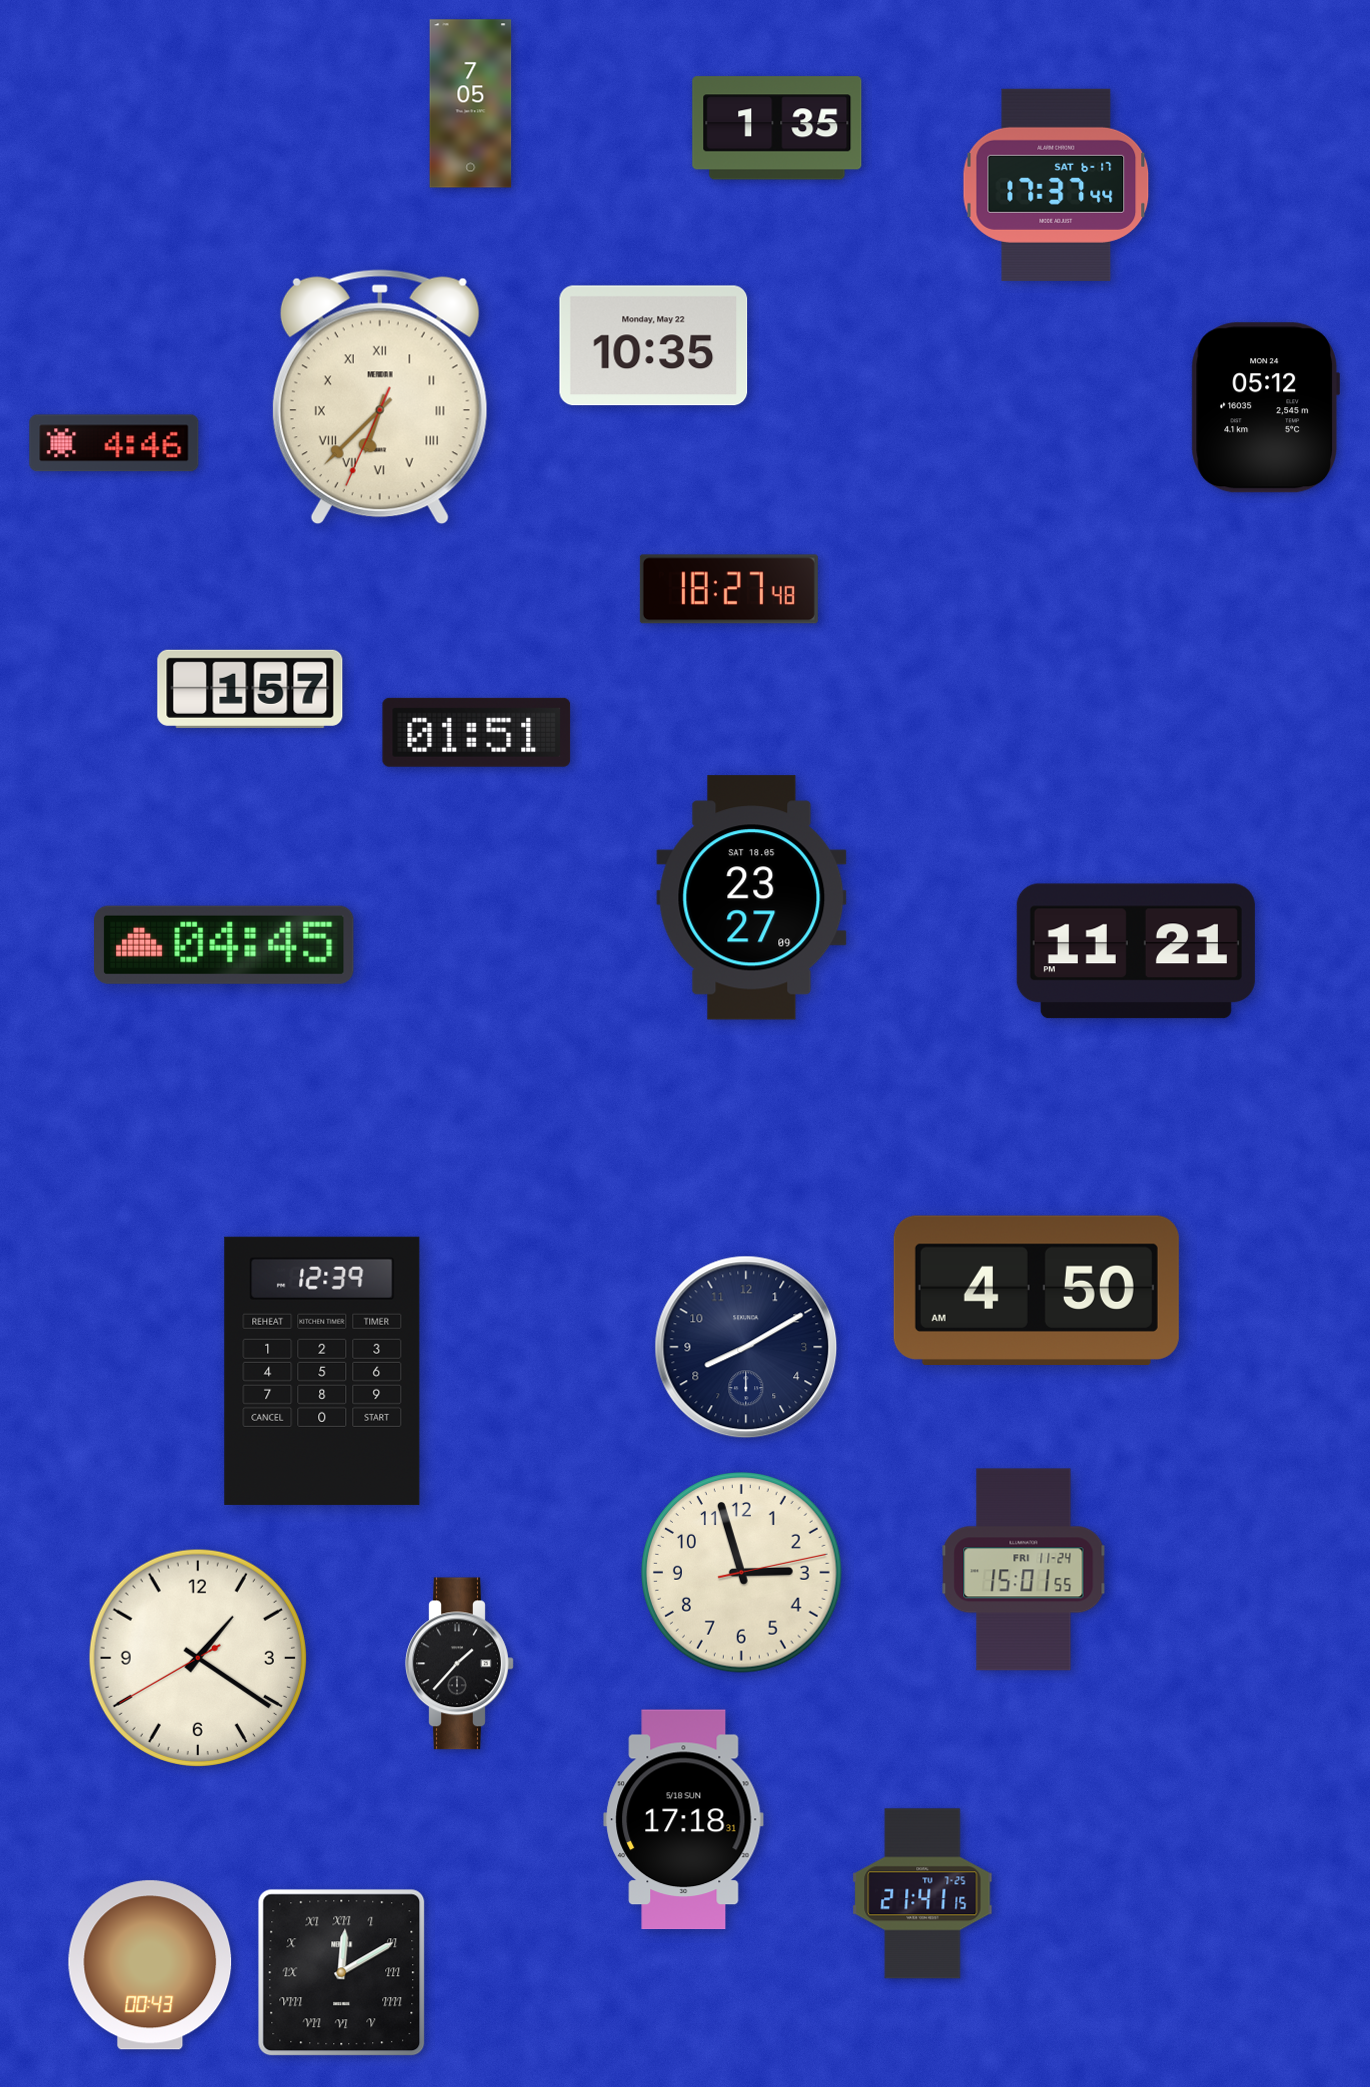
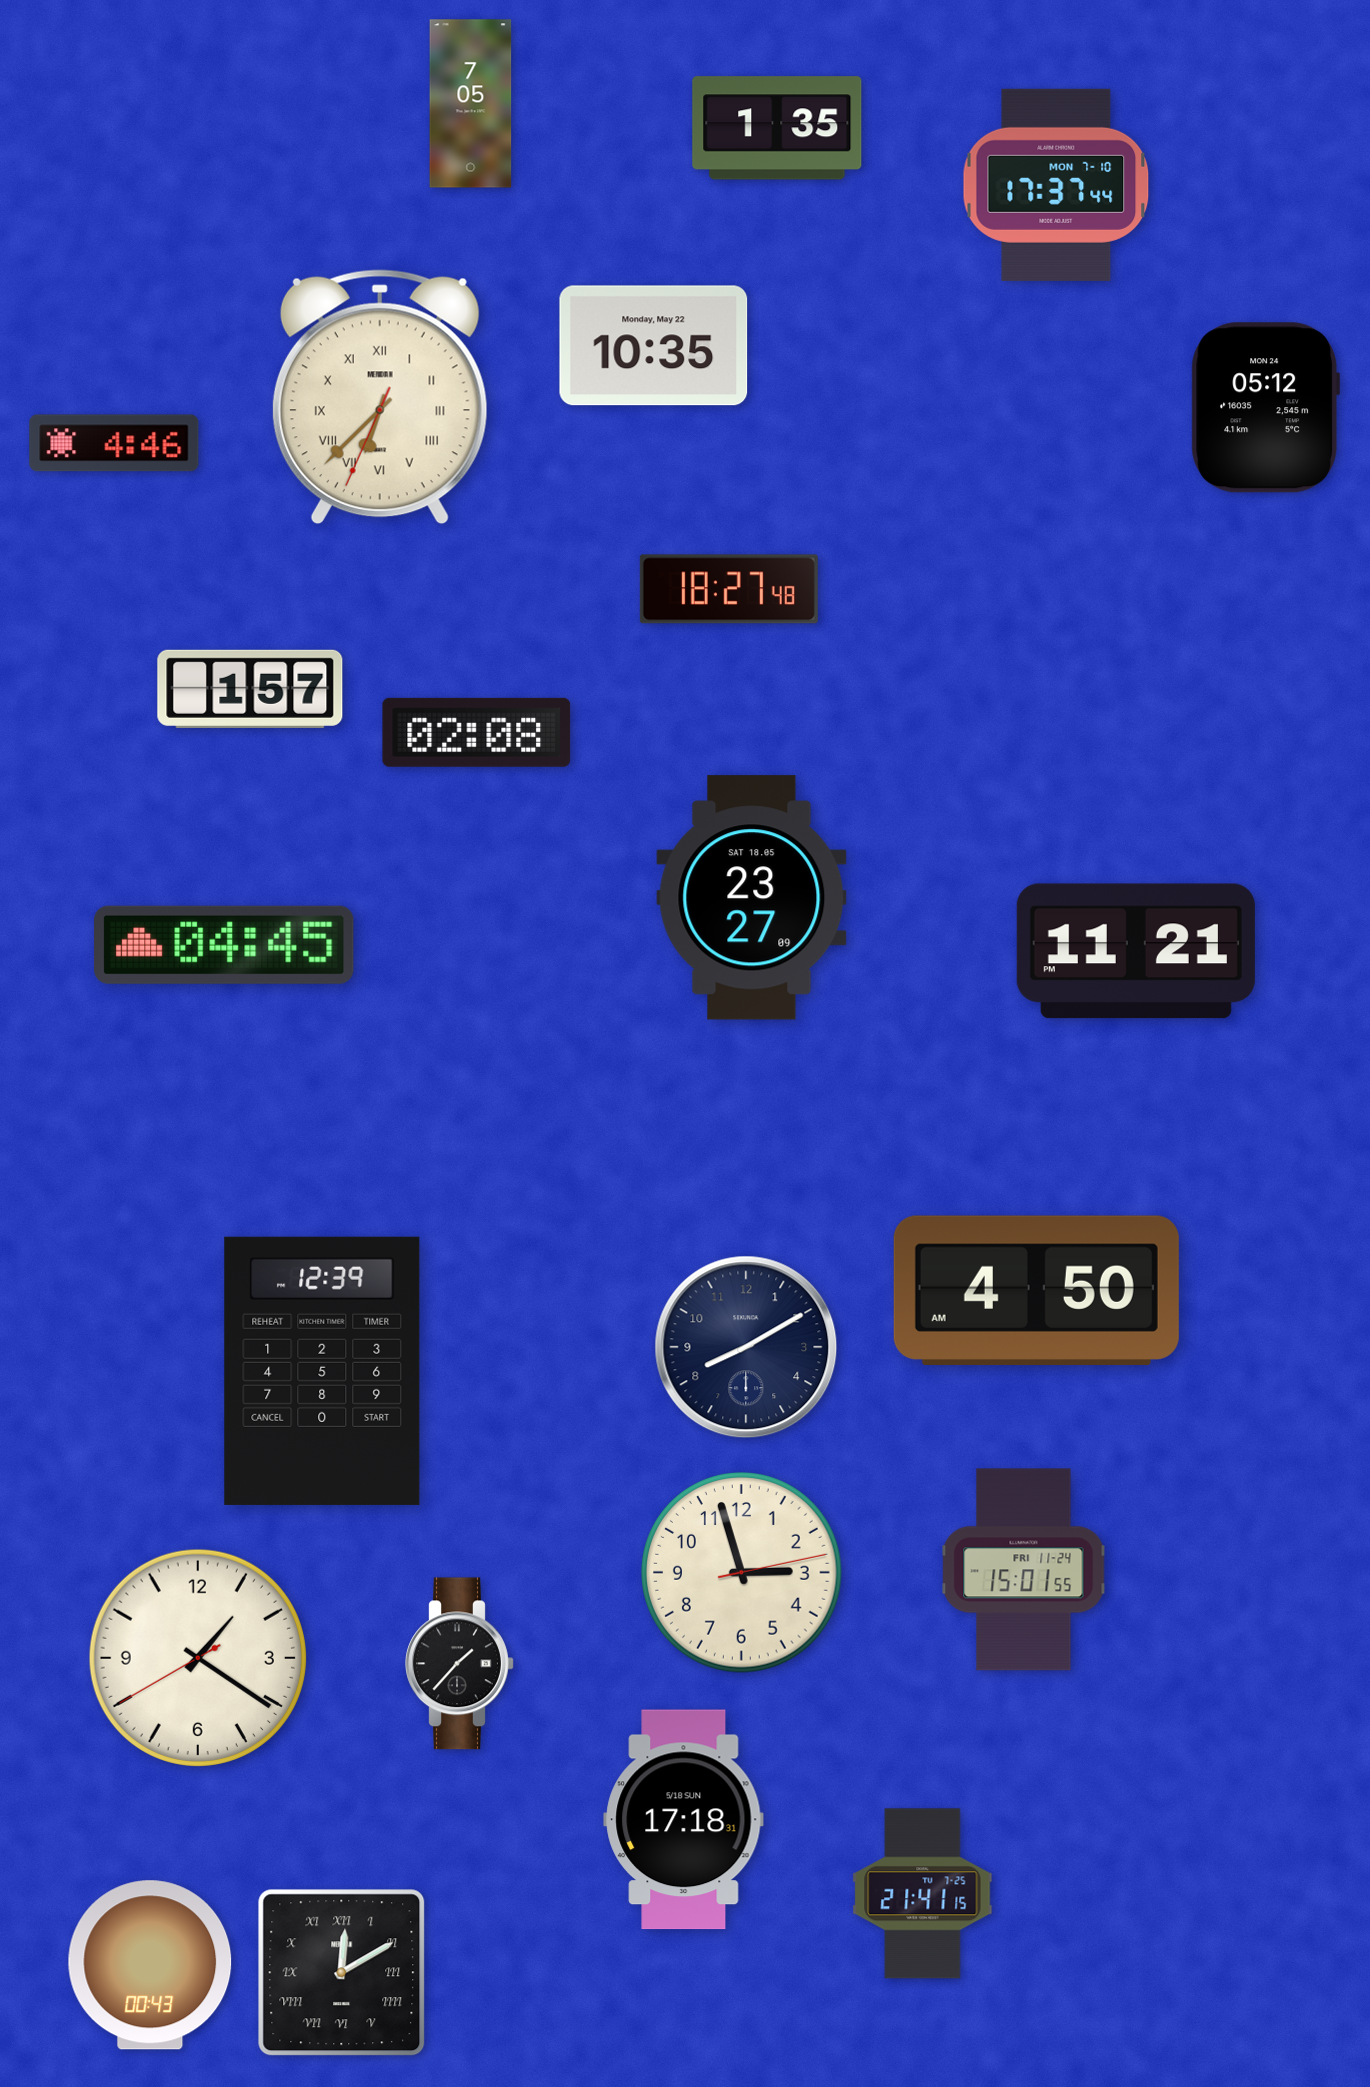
clock at (1056, 185) date: SAT 6-17 -> MON 7-10
clock at (477, 732): 01:51 -> 02:08
